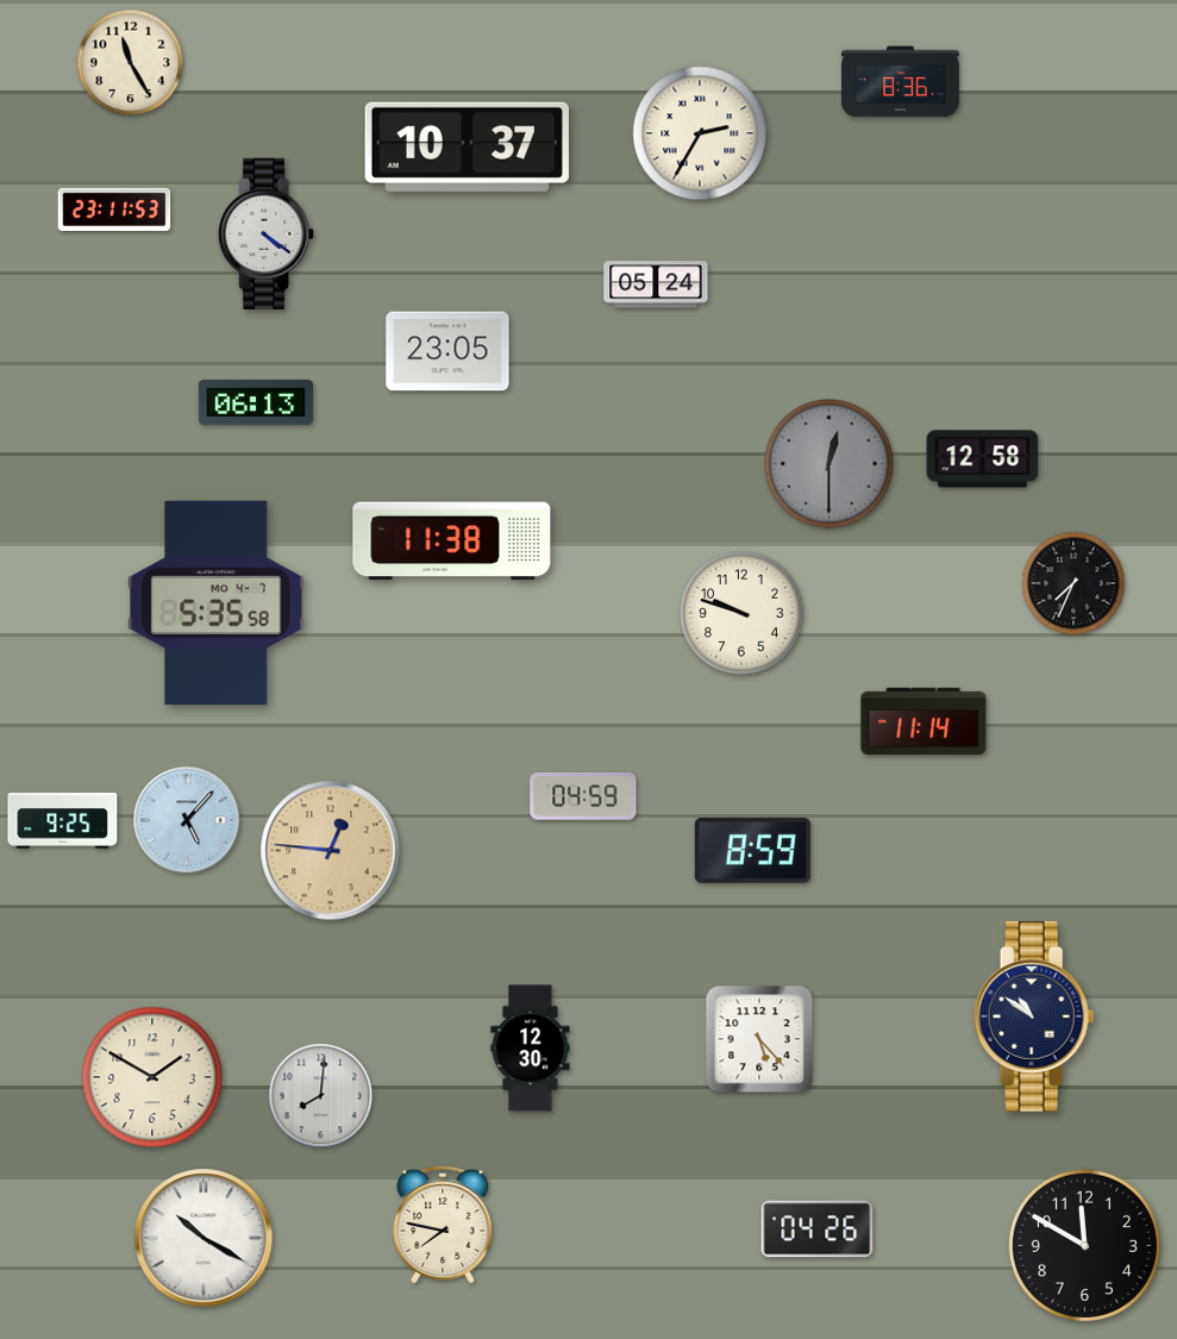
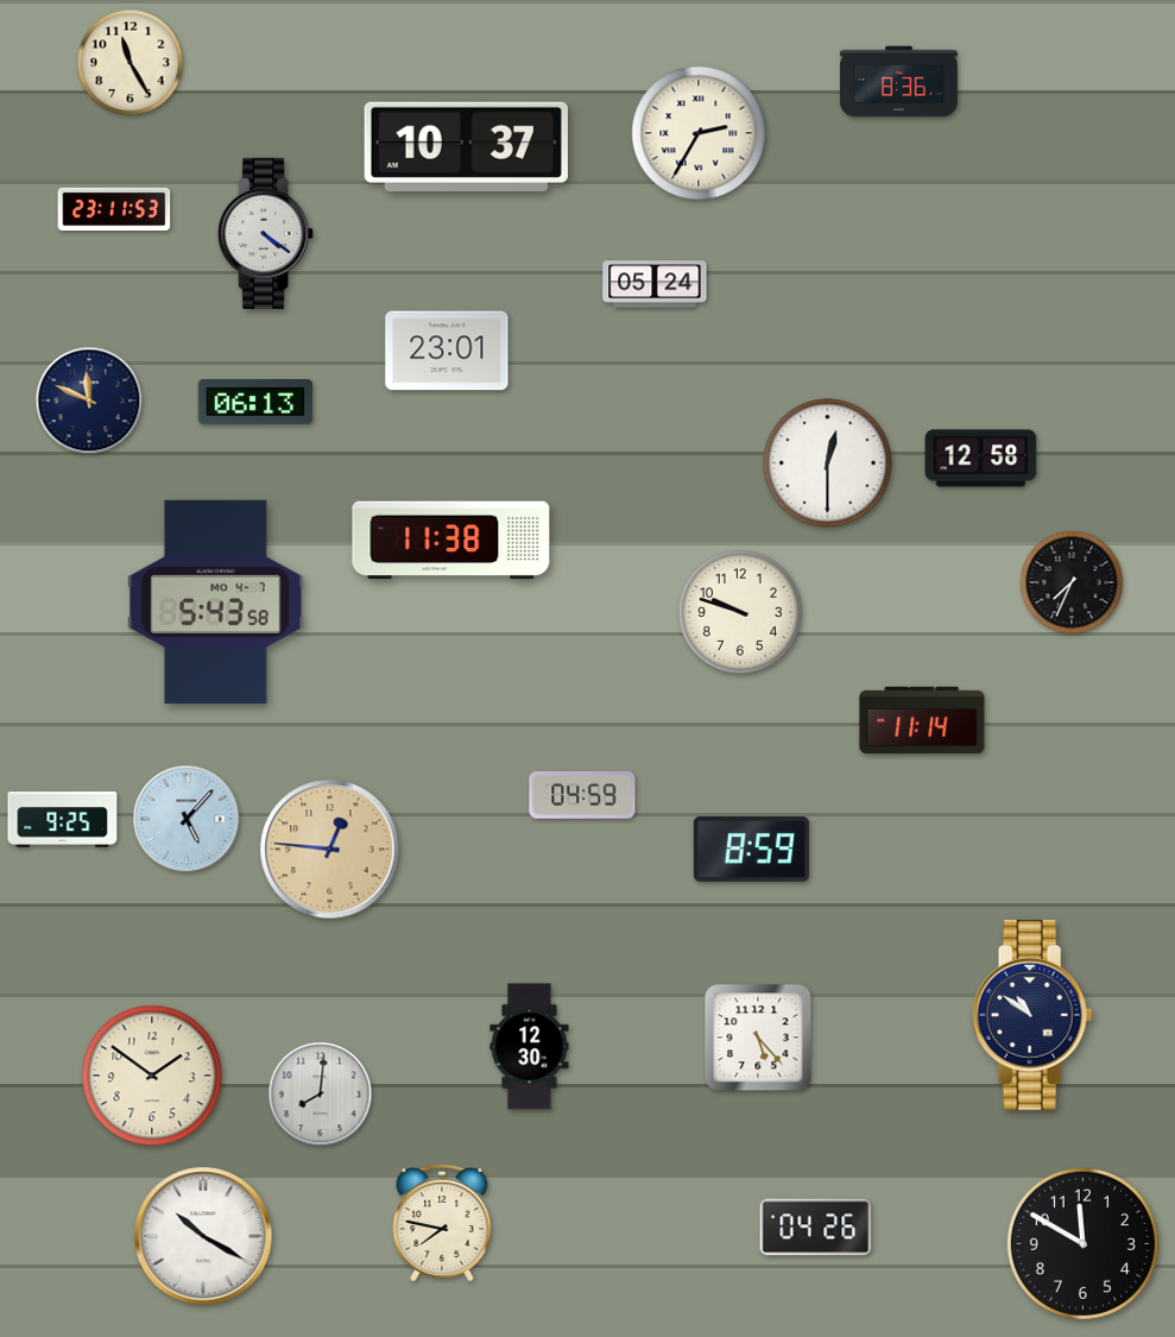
clock at (447, 351): 23:05 -> 23:01
clock at (89, 401): none -> 11:49
clock at (829, 464) dial: grey -> white
clock at (217, 602): 5:35 -> 5:43
clock at (152, 1077): 1:50 -> 1:51
